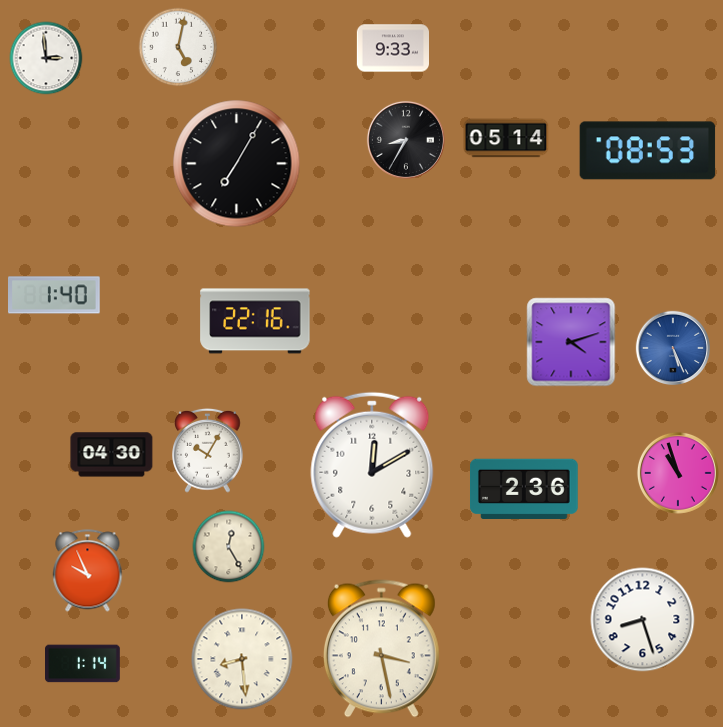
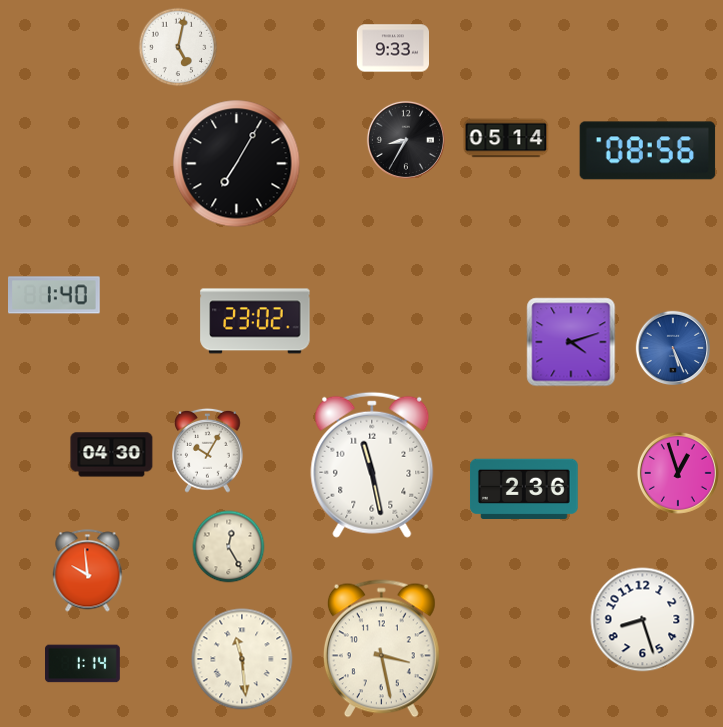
clock at (46, 58): 2:59 -> none
clock at (648, 151): 08:53 -> 08:56
clock at (255, 321): 22:16 -> 23:02
clock at (372, 465): 12:10 -> 11:28
clock at (678, 473): 10:57 -> 12:57
clock at (88, 571): 9:56 -> 9:59
clock at (242, 659): 8:29 -> 11:29
